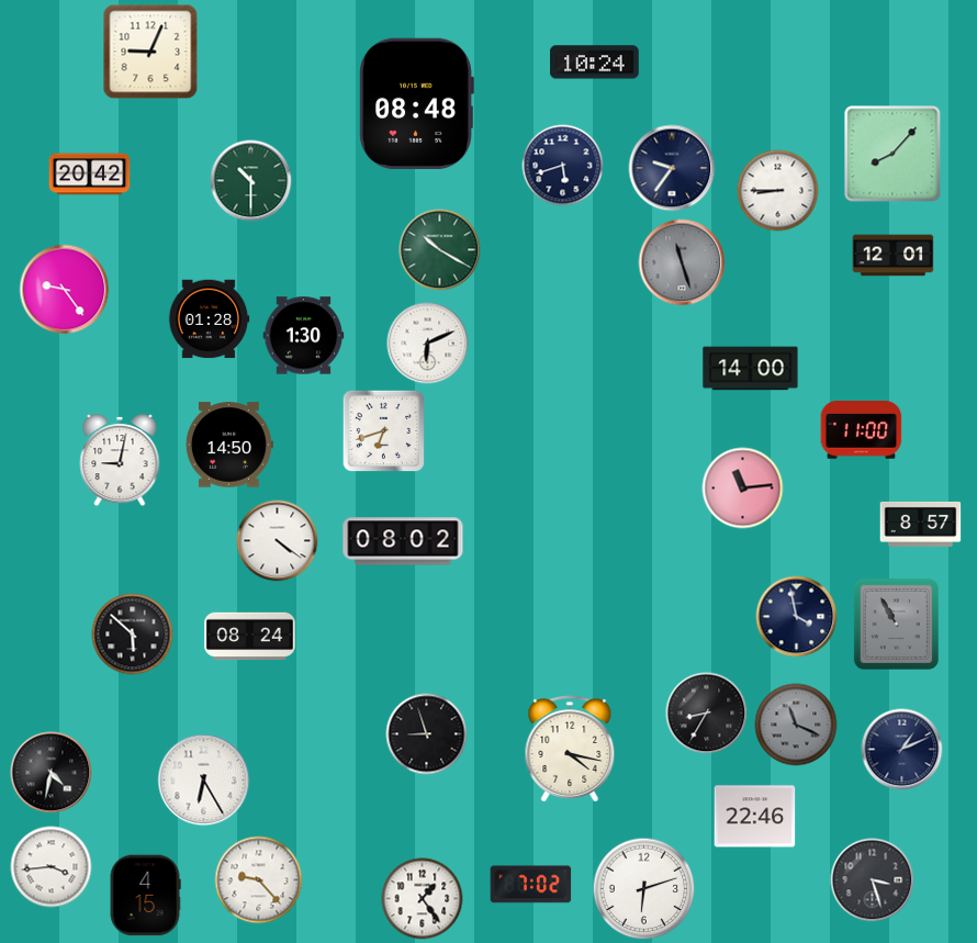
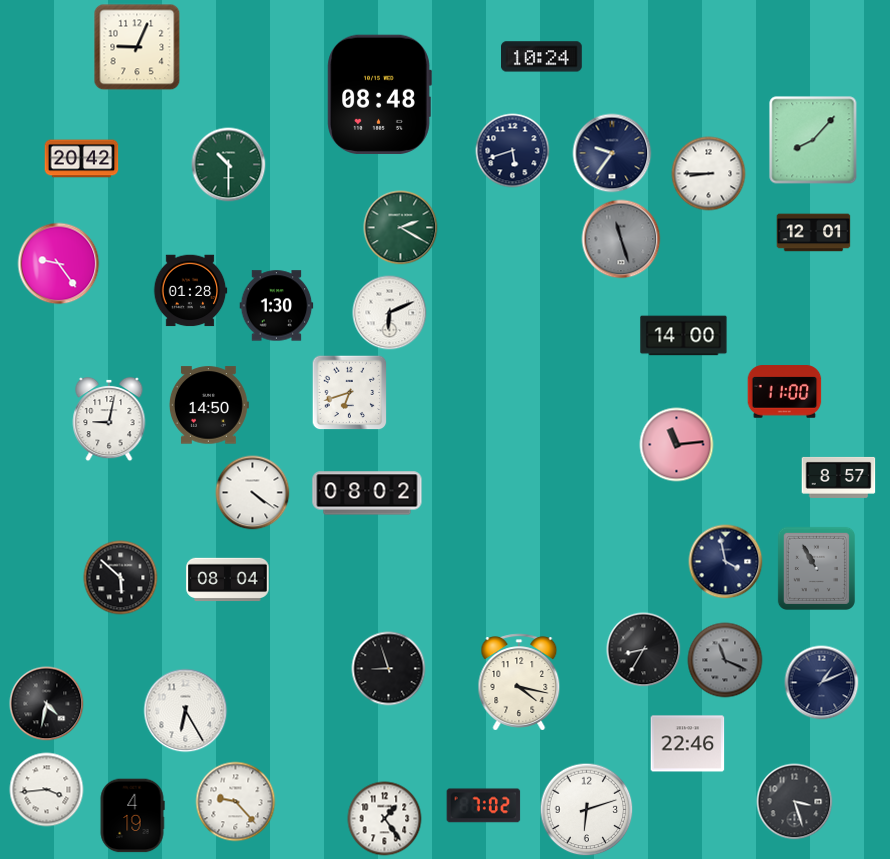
clock at (440, 250): 10:20 -> 2:20
clock at (250, 637): 08:24 -> 08:04
clock at (145, 896): 4:15 -> 4:19
